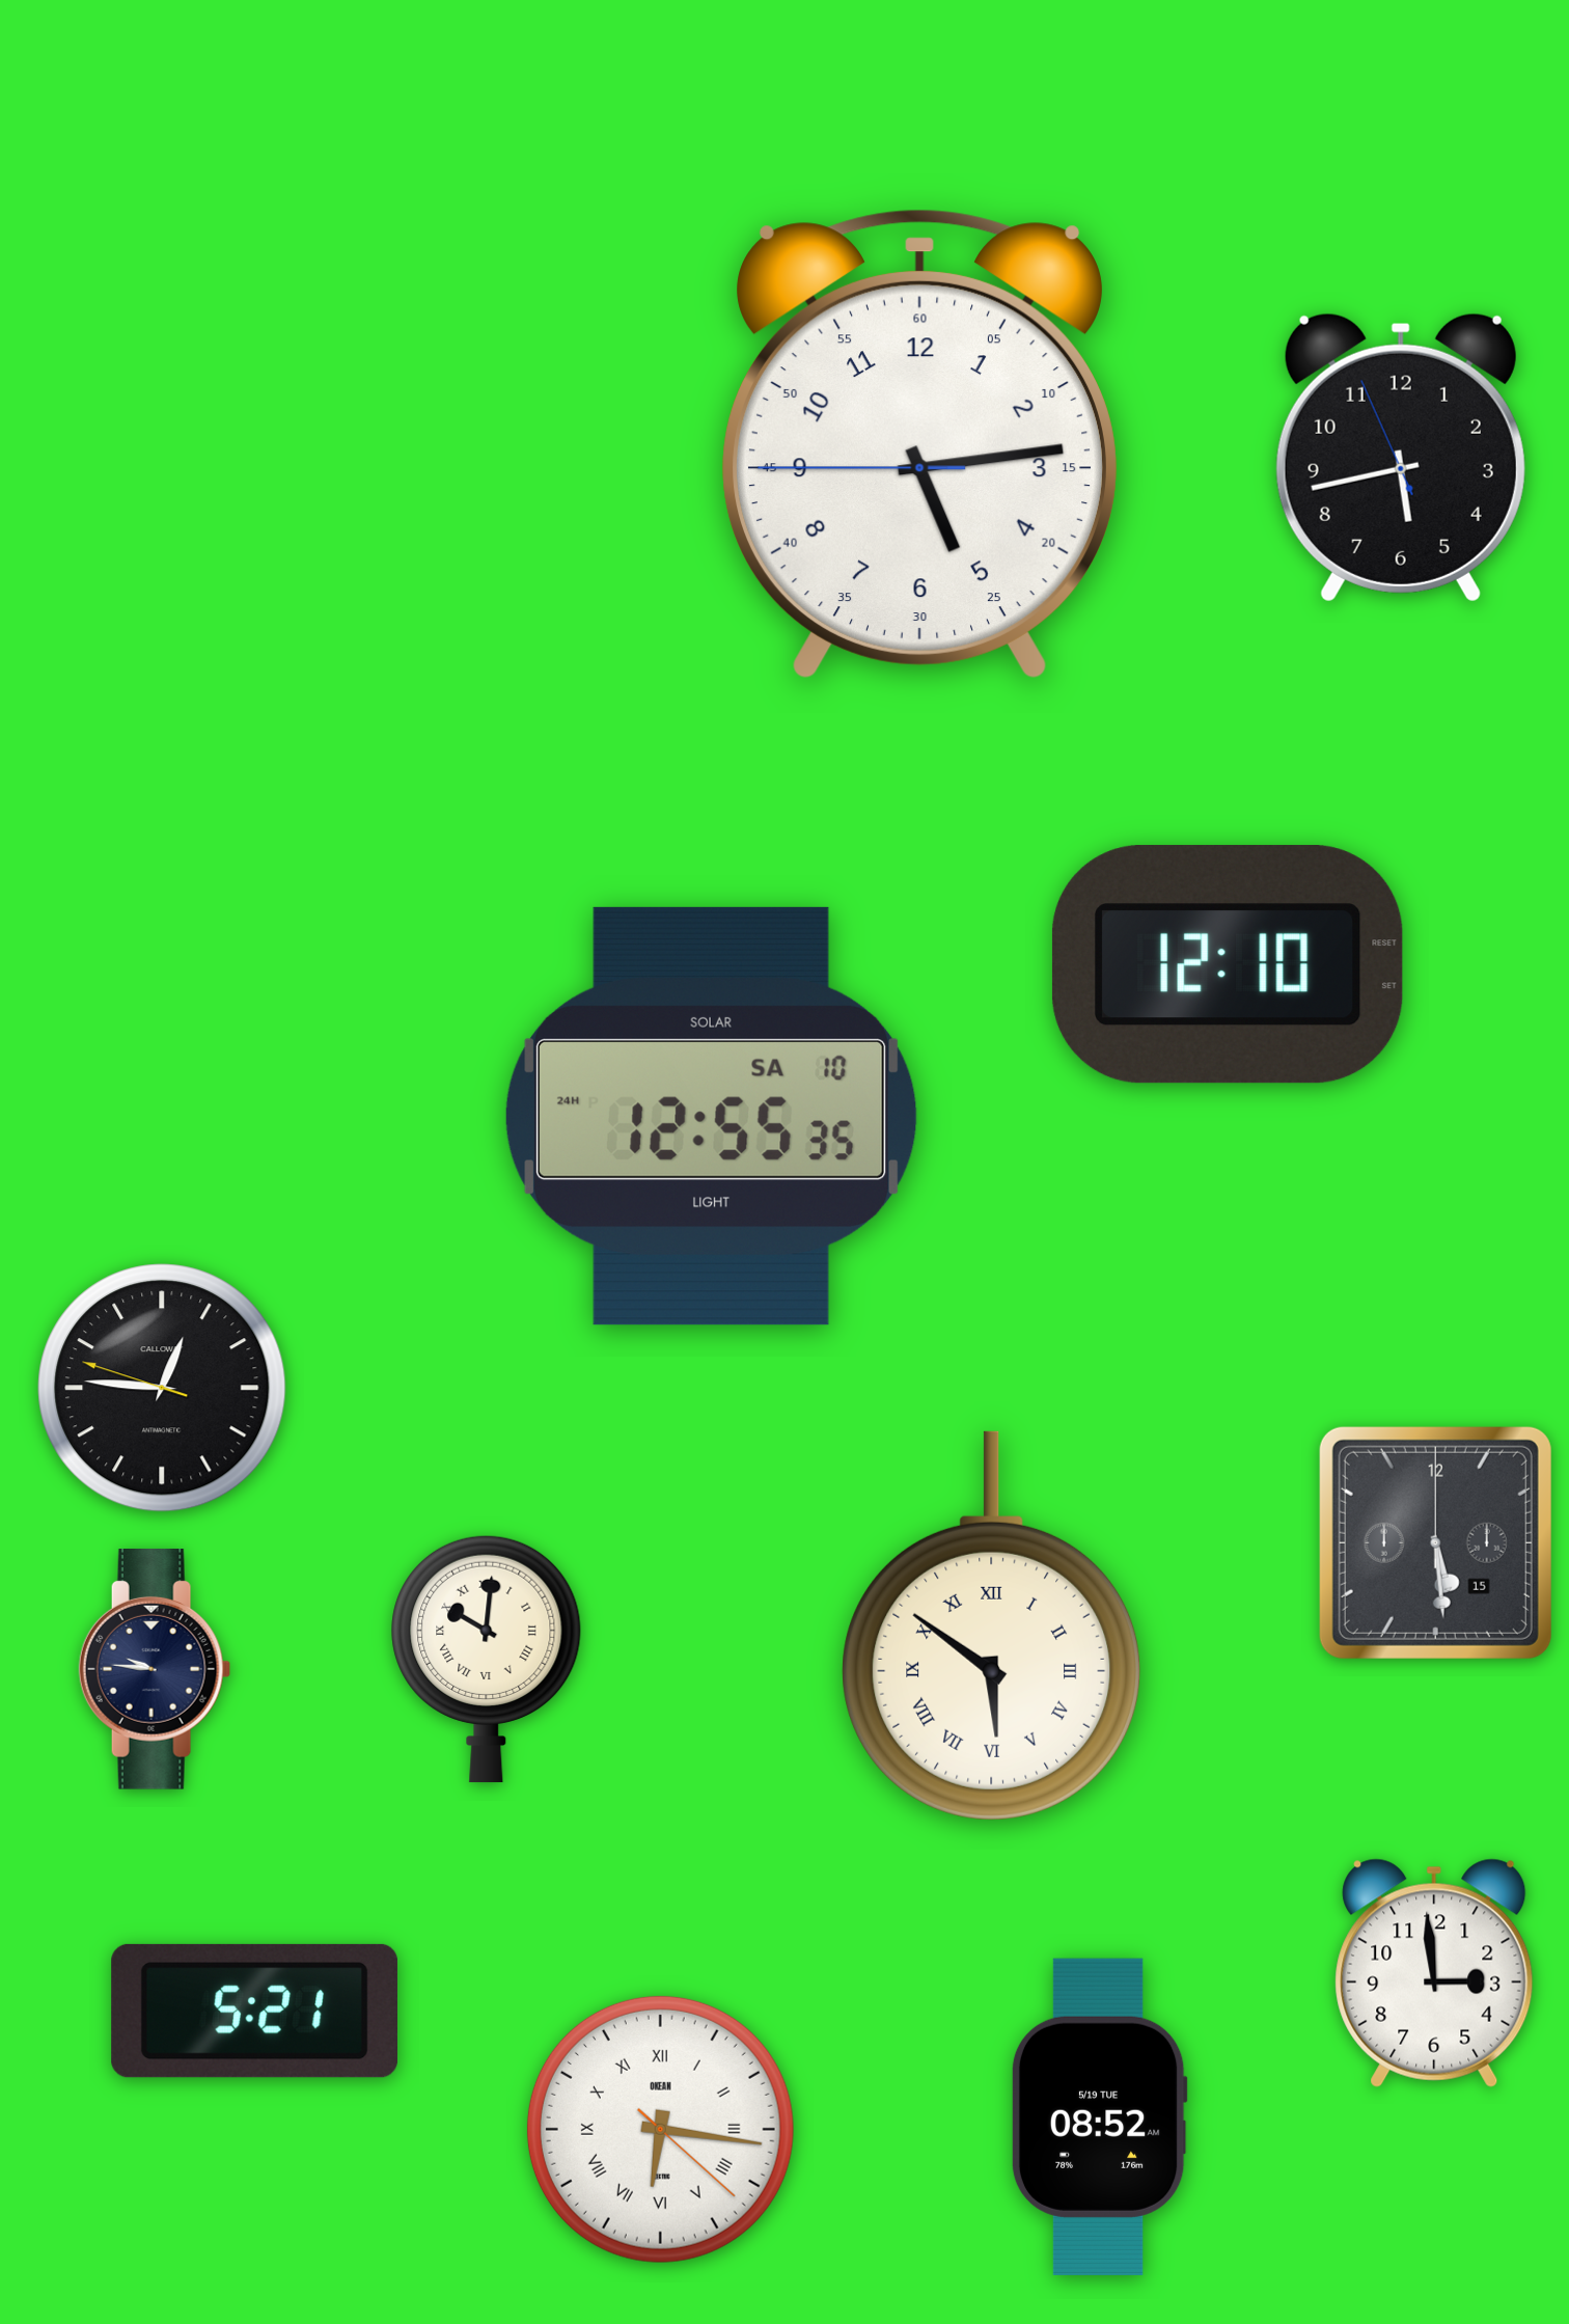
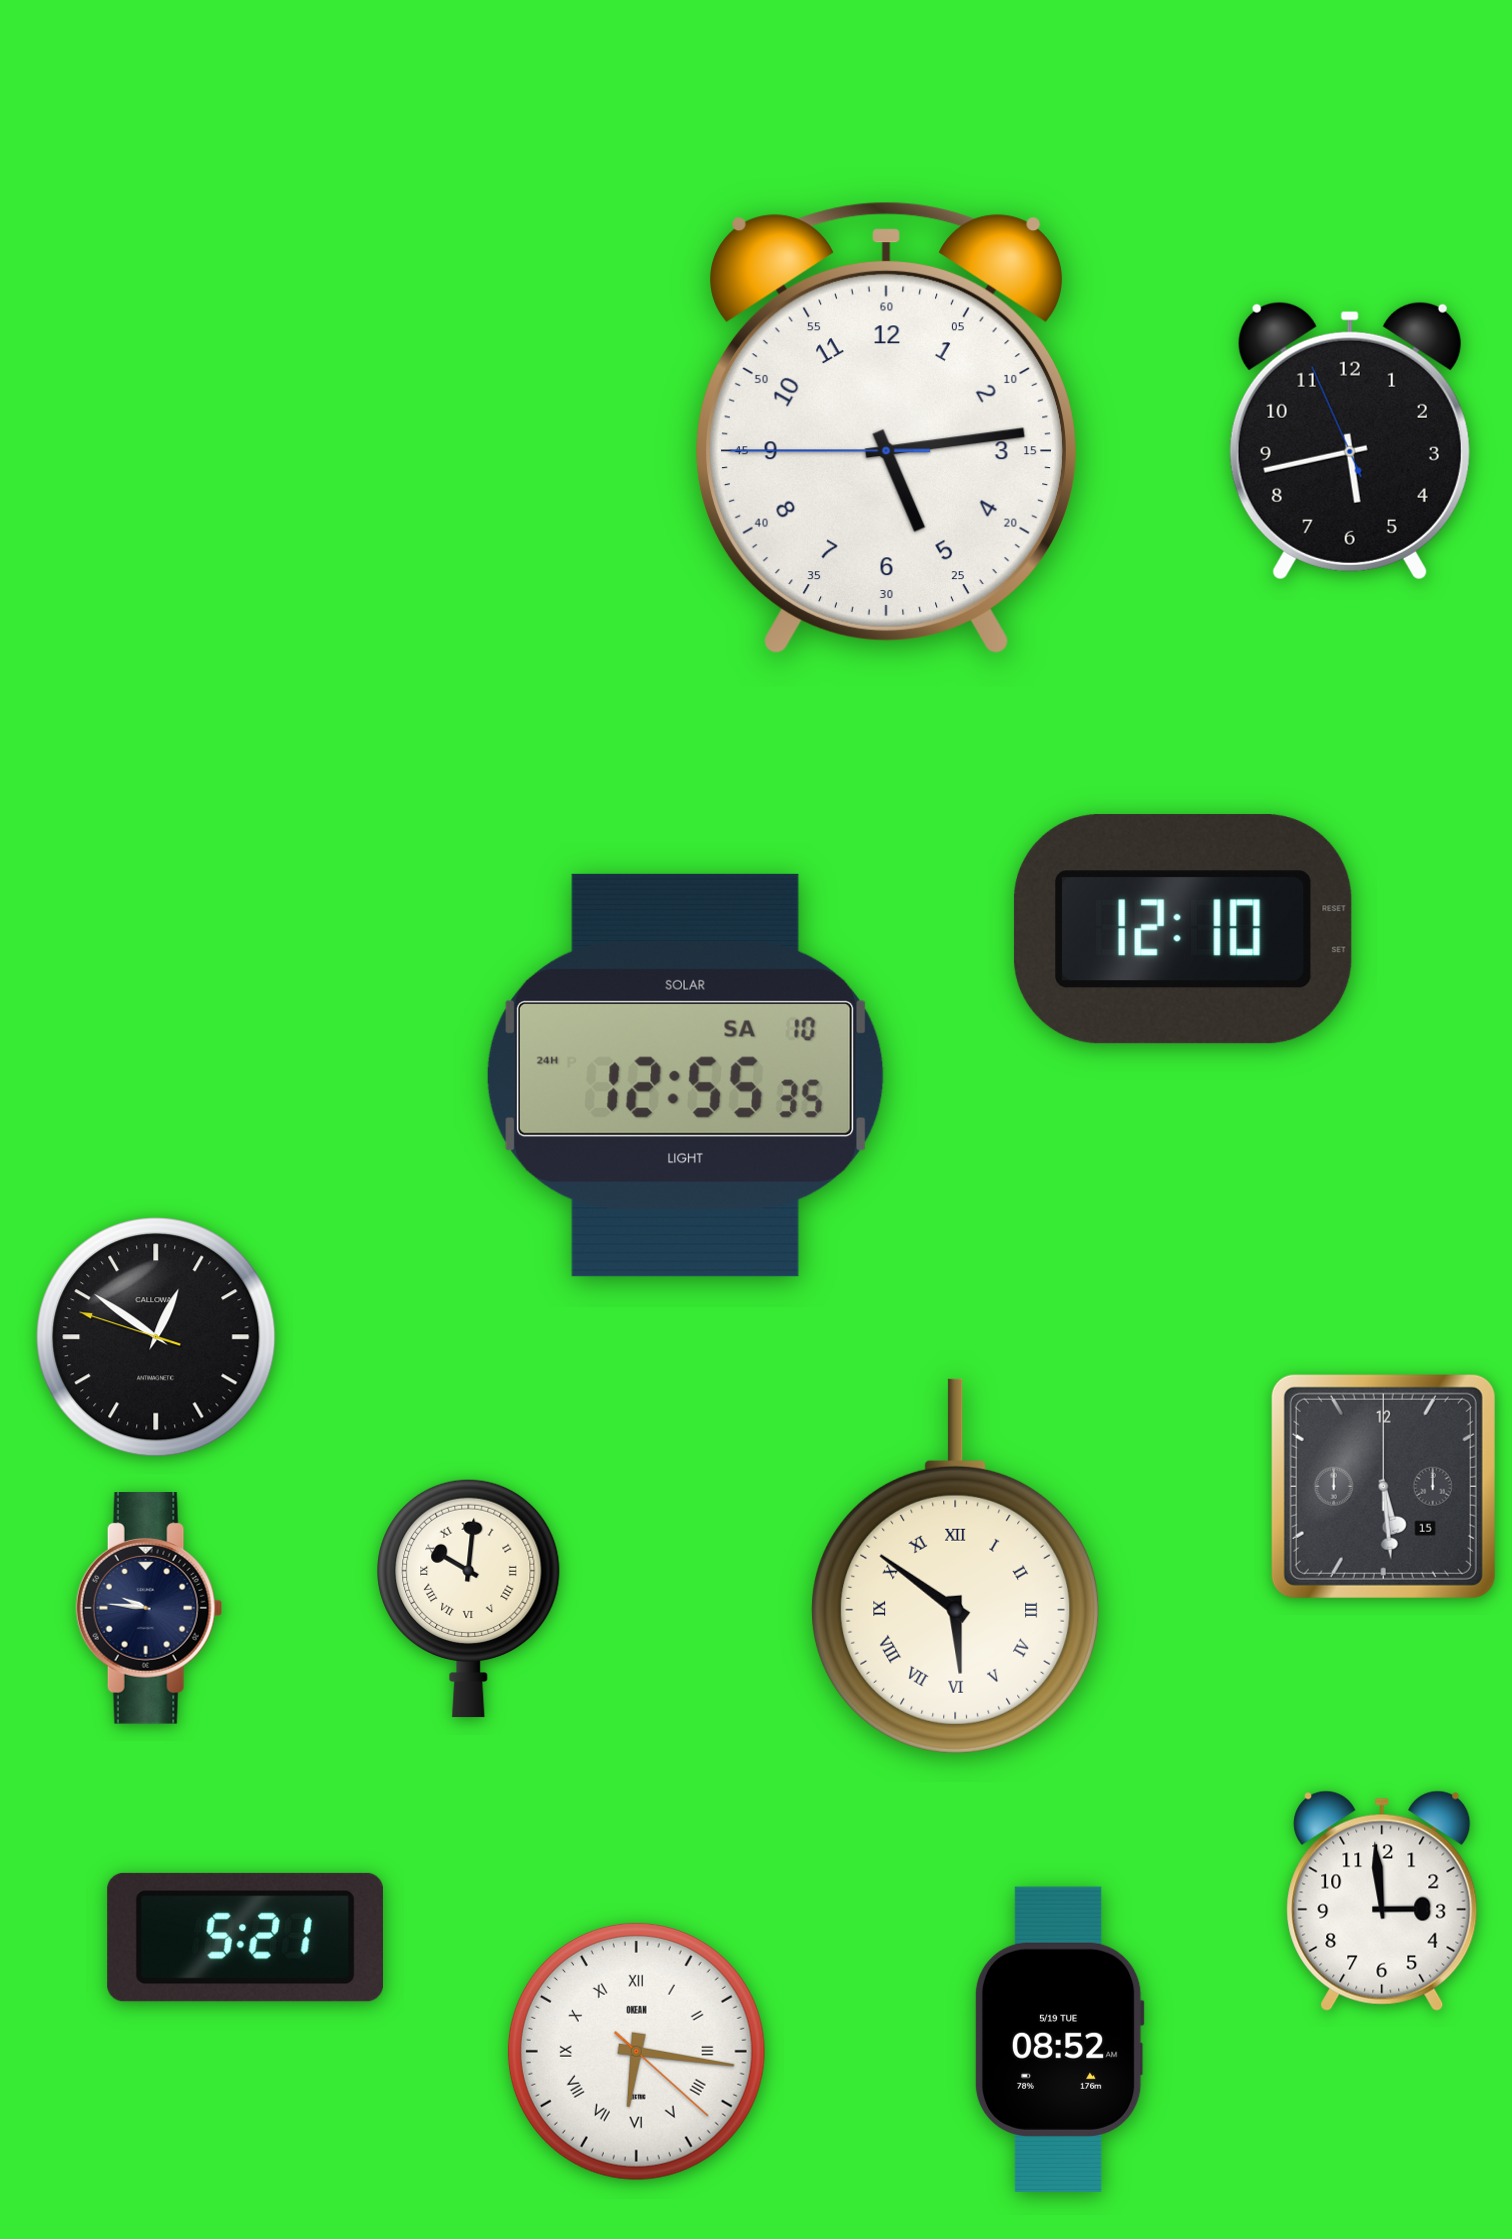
clock at (162, 1388): 12:45 -> 12:50
